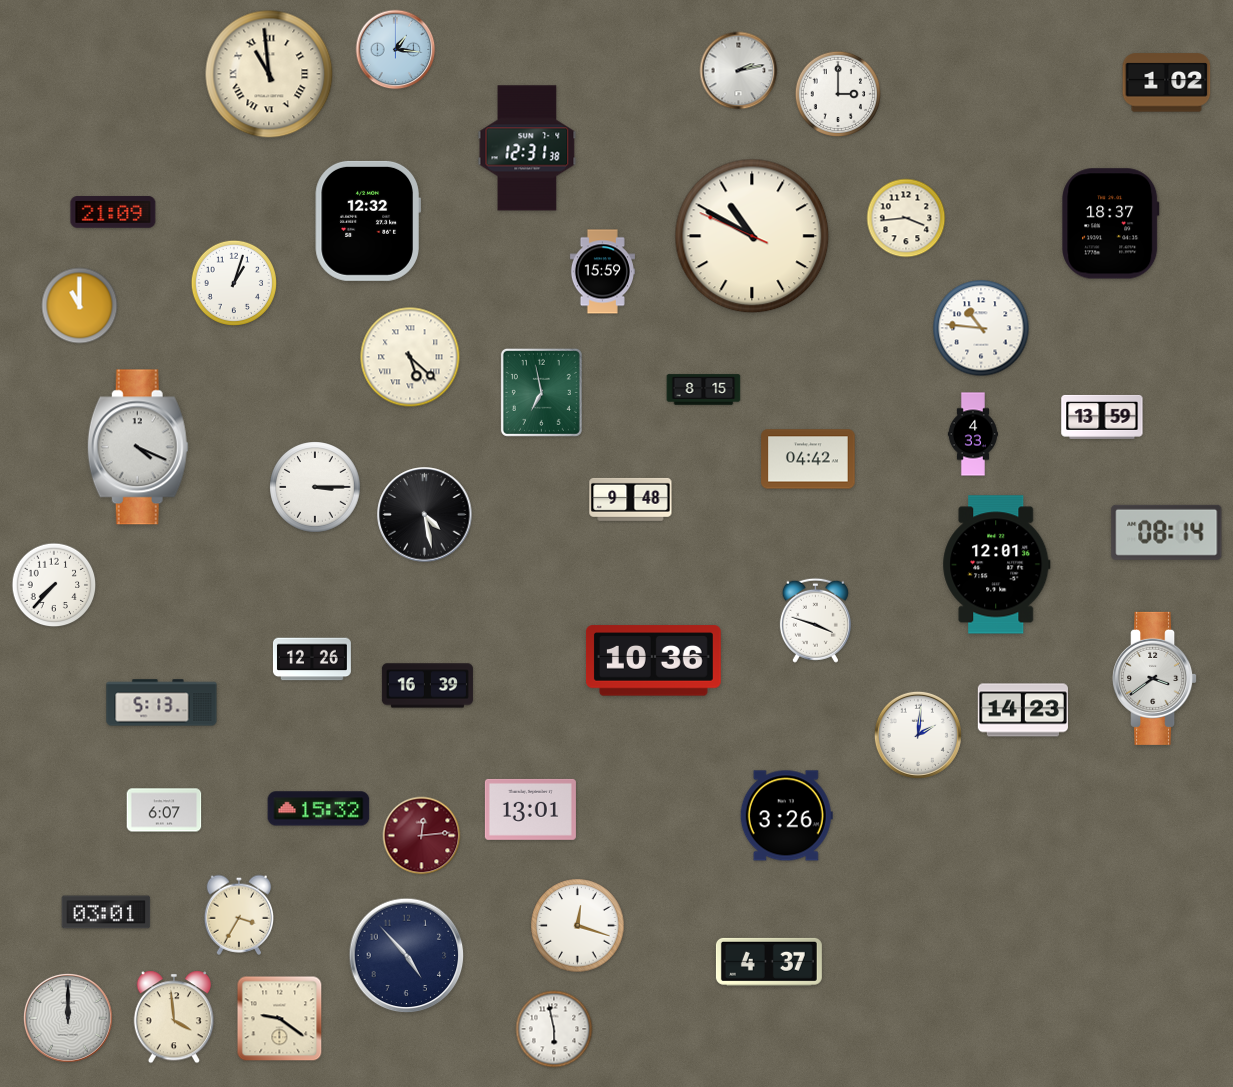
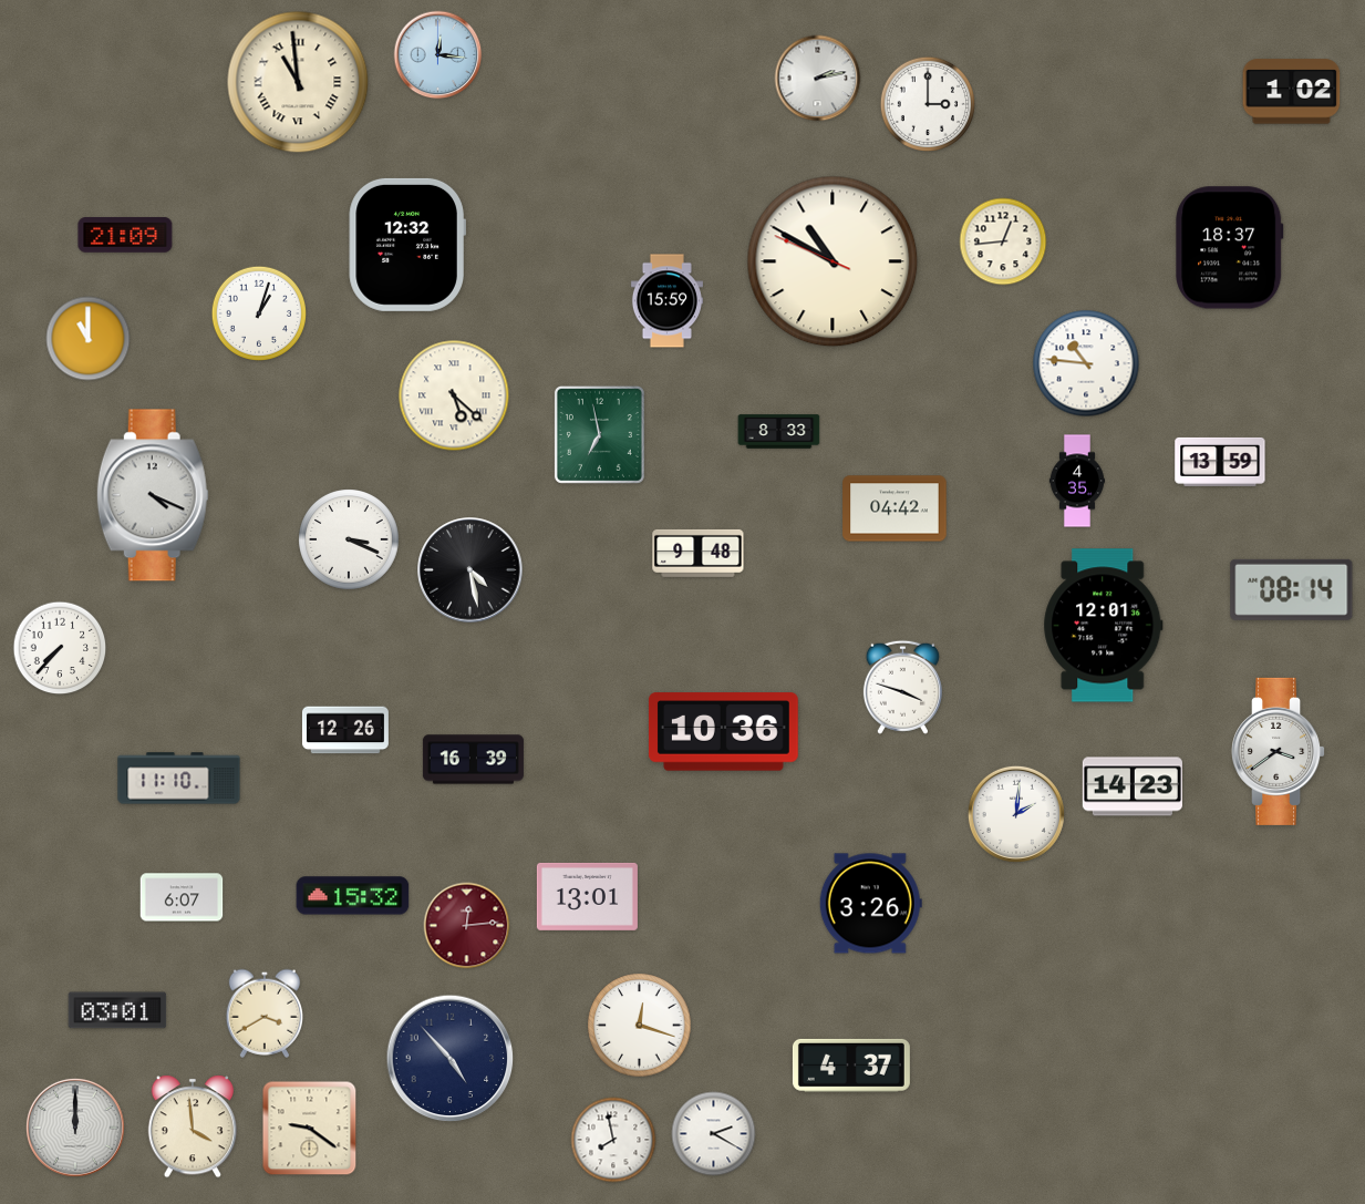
clock at (396, 50): 1:16 -> 12:16
clock at (527, 148): 12:31 -> none
clock at (906, 218): 3:44 -> 12:44
clock at (704, 390): 8:15 -> 8:33
clock at (972, 434): 4:33 -> 4:35
clock at (315, 487): 3:15 -> 3:19
clock at (162, 703): 5:13 -> 11:10
clock at (238, 915): 3:35 -> 3:40
clock at (714, 1134): none -> 2:20
clock at (554, 1029): 5:58 -> 7:58
